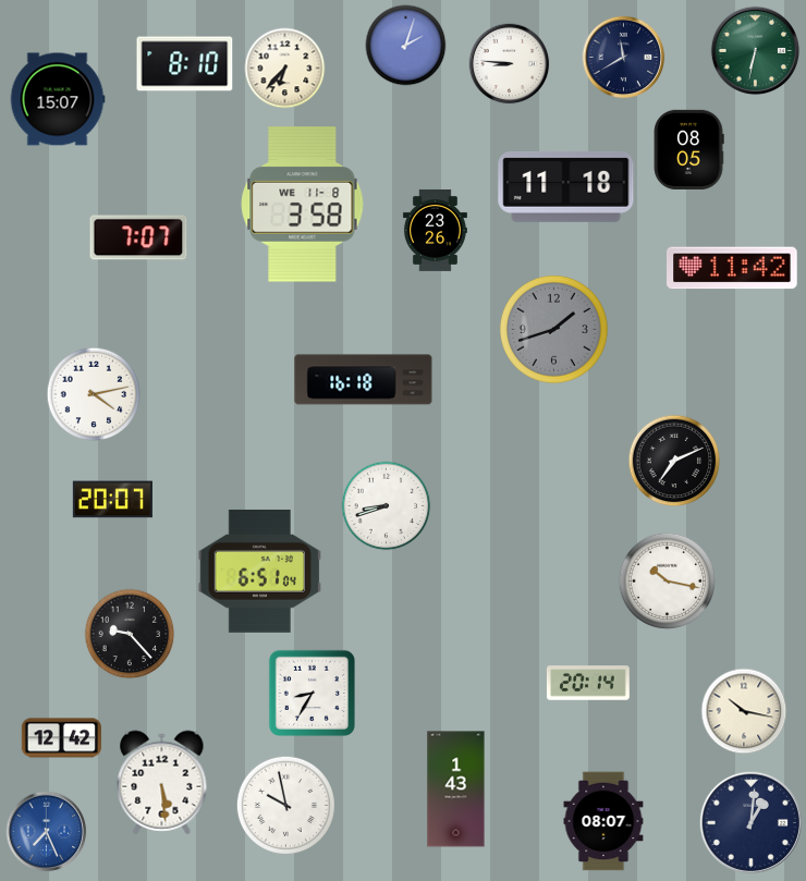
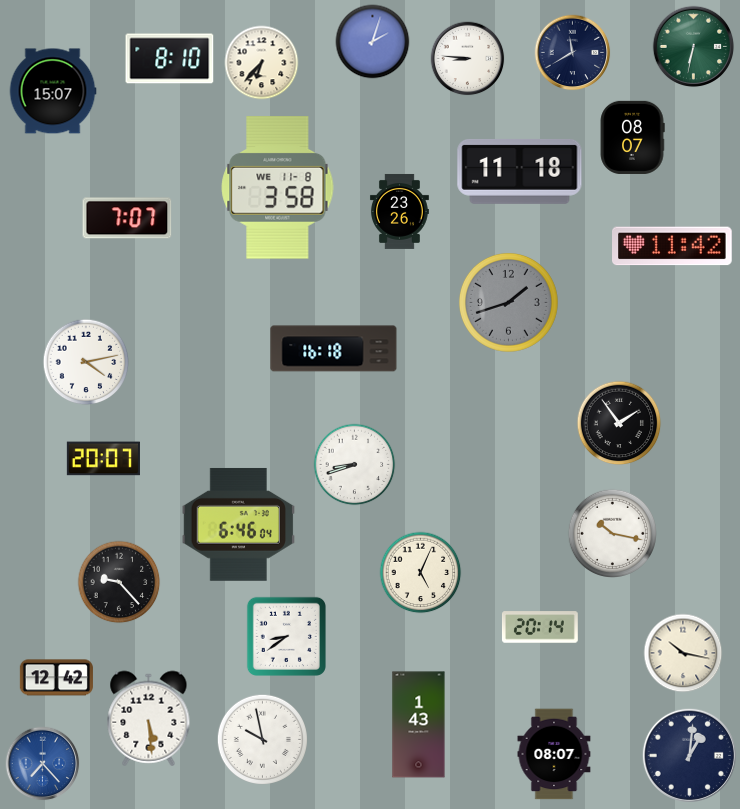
clock at (688, 149): 08:05 -> 08:07
clock at (674, 461): 7:11 -> 1:54
clock at (260, 572): 6:51 -> 6:46
clock at (421, 573): none -> 5:04
clock at (312, 693): 8:35 -> 8:39
clock at (47, 832): 7:26 -> 7:23
